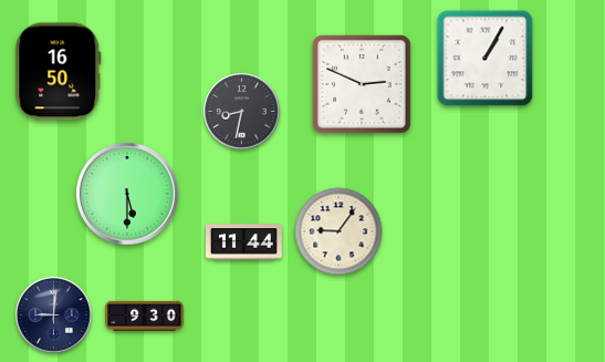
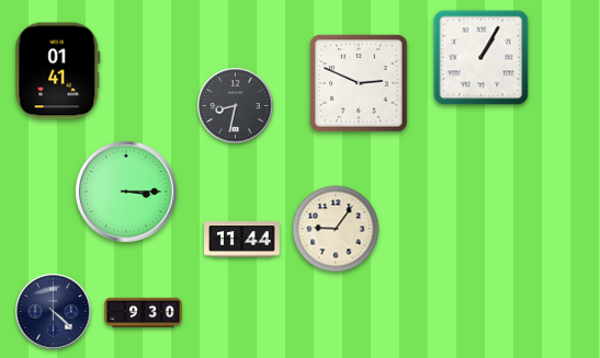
clock at (59, 72): 16:50 -> 01:41
clock at (242, 112) position: (242, 112) -> (236, 106)
clock at (127, 194): 5:30 -> 3:15
clock at (54, 316): 9:01 -> 4:22
